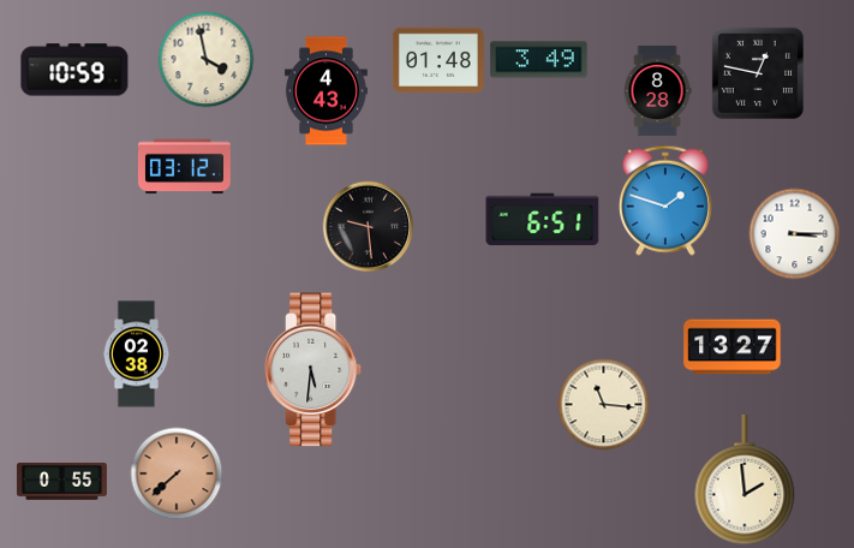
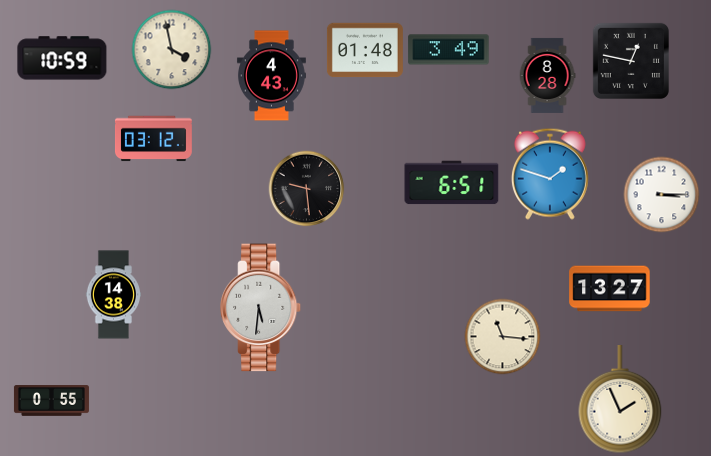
clock at (665, 201) position: (665, 201) -> (550, 174)
clock at (136, 355): 02:38 -> 14:38
clock at (177, 473): 7:38 -> none
clock at (745, 481): 1:59 -> 1:56
